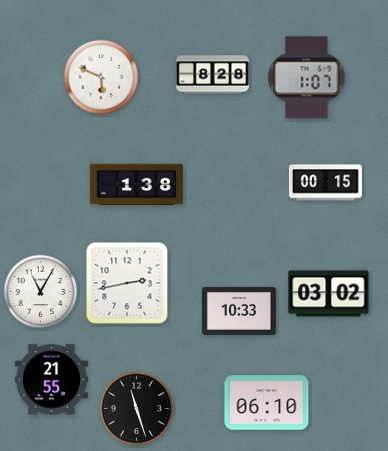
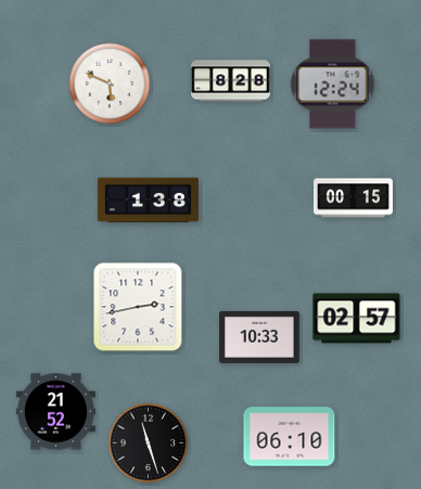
clock at (307, 78): 1:07 -> 12:24
clock at (41, 292): 11:05 -> none
clock at (329, 294): 03:02 -> 02:57
clock at (51, 380): 21:55 -> 21:52
